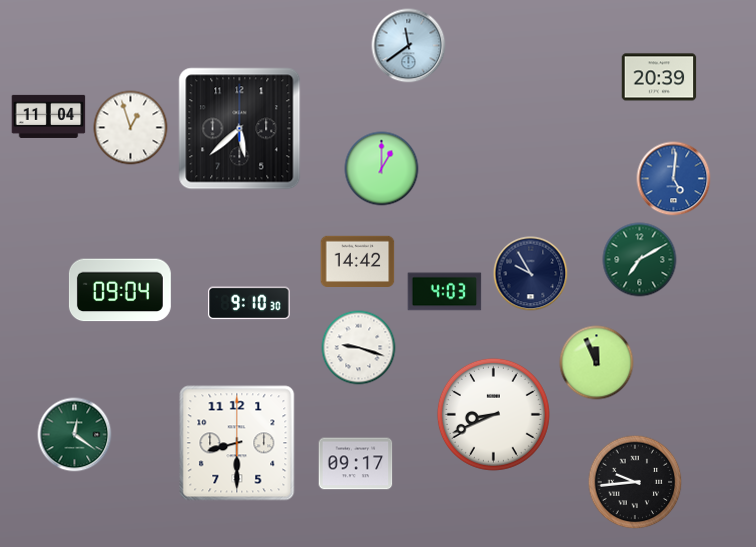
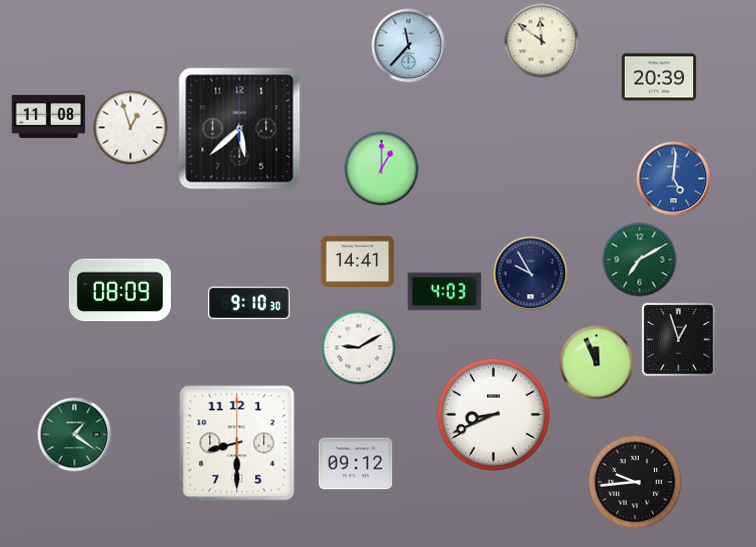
clock at (542, 41): none -> 11:51
clock at (409, 46): 11:39 -> 11:37
clock at (49, 116): 11:04 -> 11:08
clock at (358, 261): 14:42 -> 14:41
clock at (120, 290): 09:04 -> 08:09
clock at (679, 340): none -> 12:57
clock at (359, 348): 9:18 -> 9:10
clock at (75, 435): 12:21 -> 1:21
clock at (356, 464): 09:17 -> 09:12
